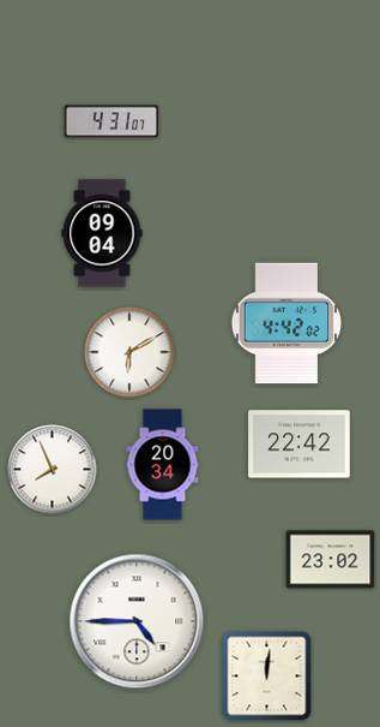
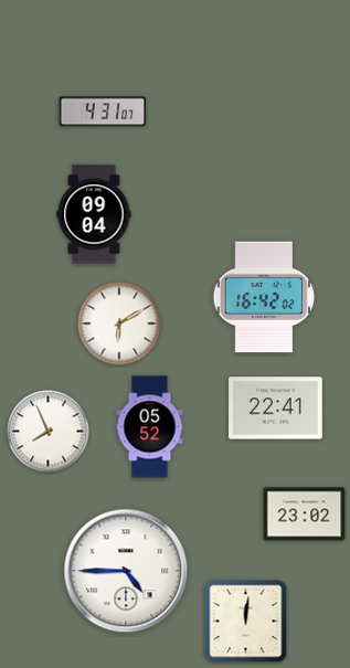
clock at (286, 323): 4:42 -> 16:42
clock at (300, 445): 22:42 -> 22:41
clock at (163, 465): 20:34 -> 05:52
